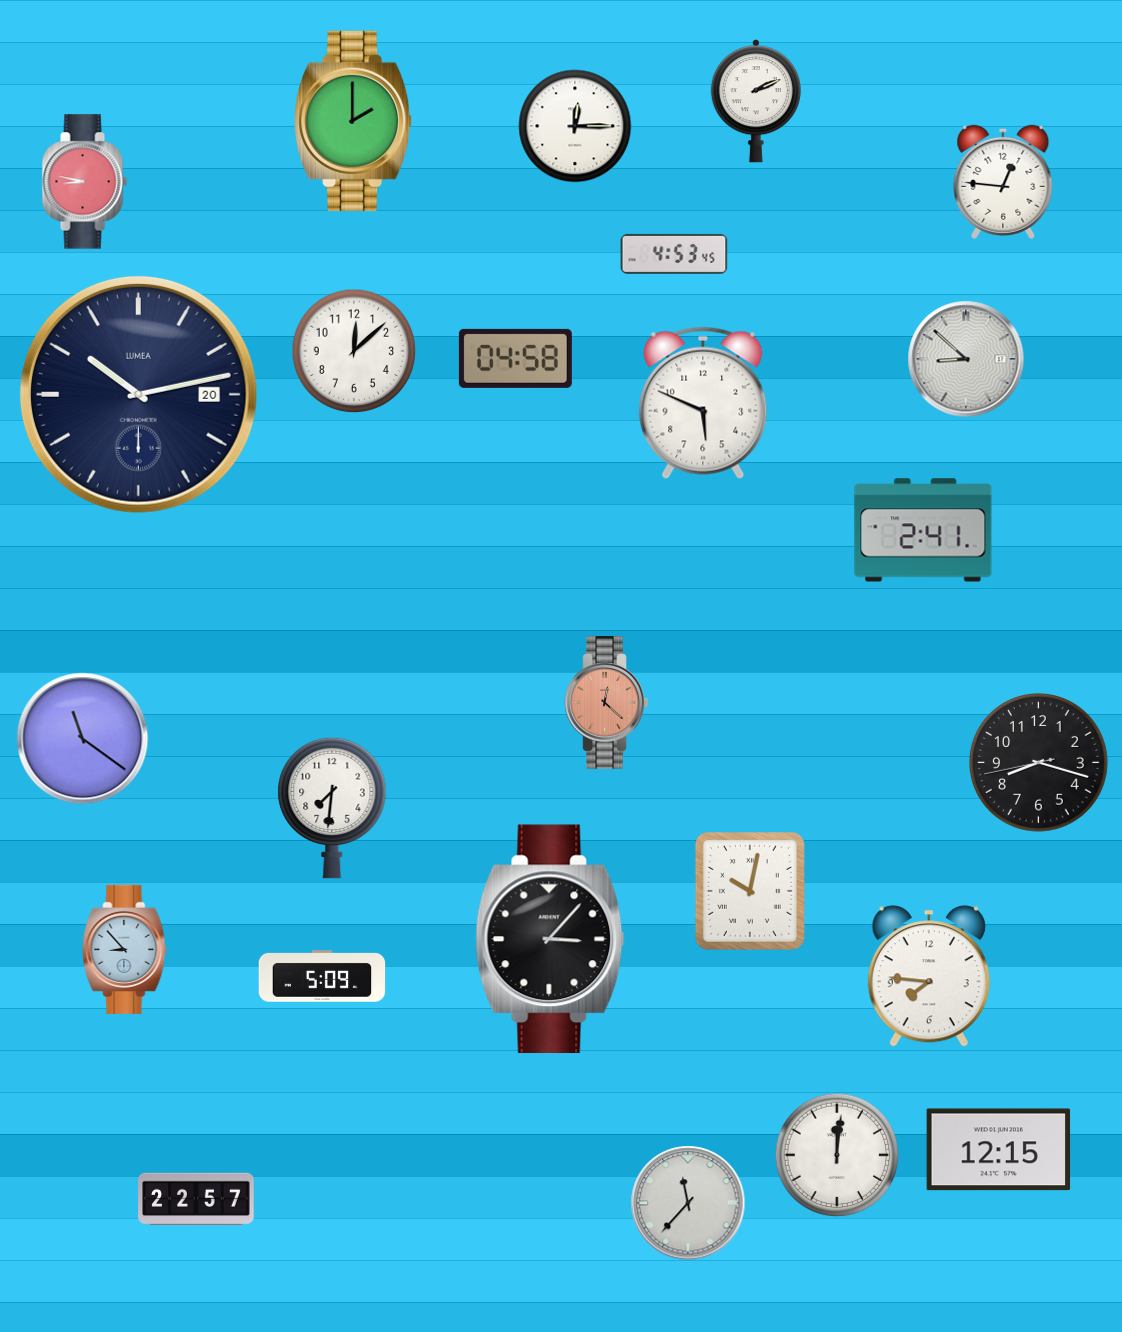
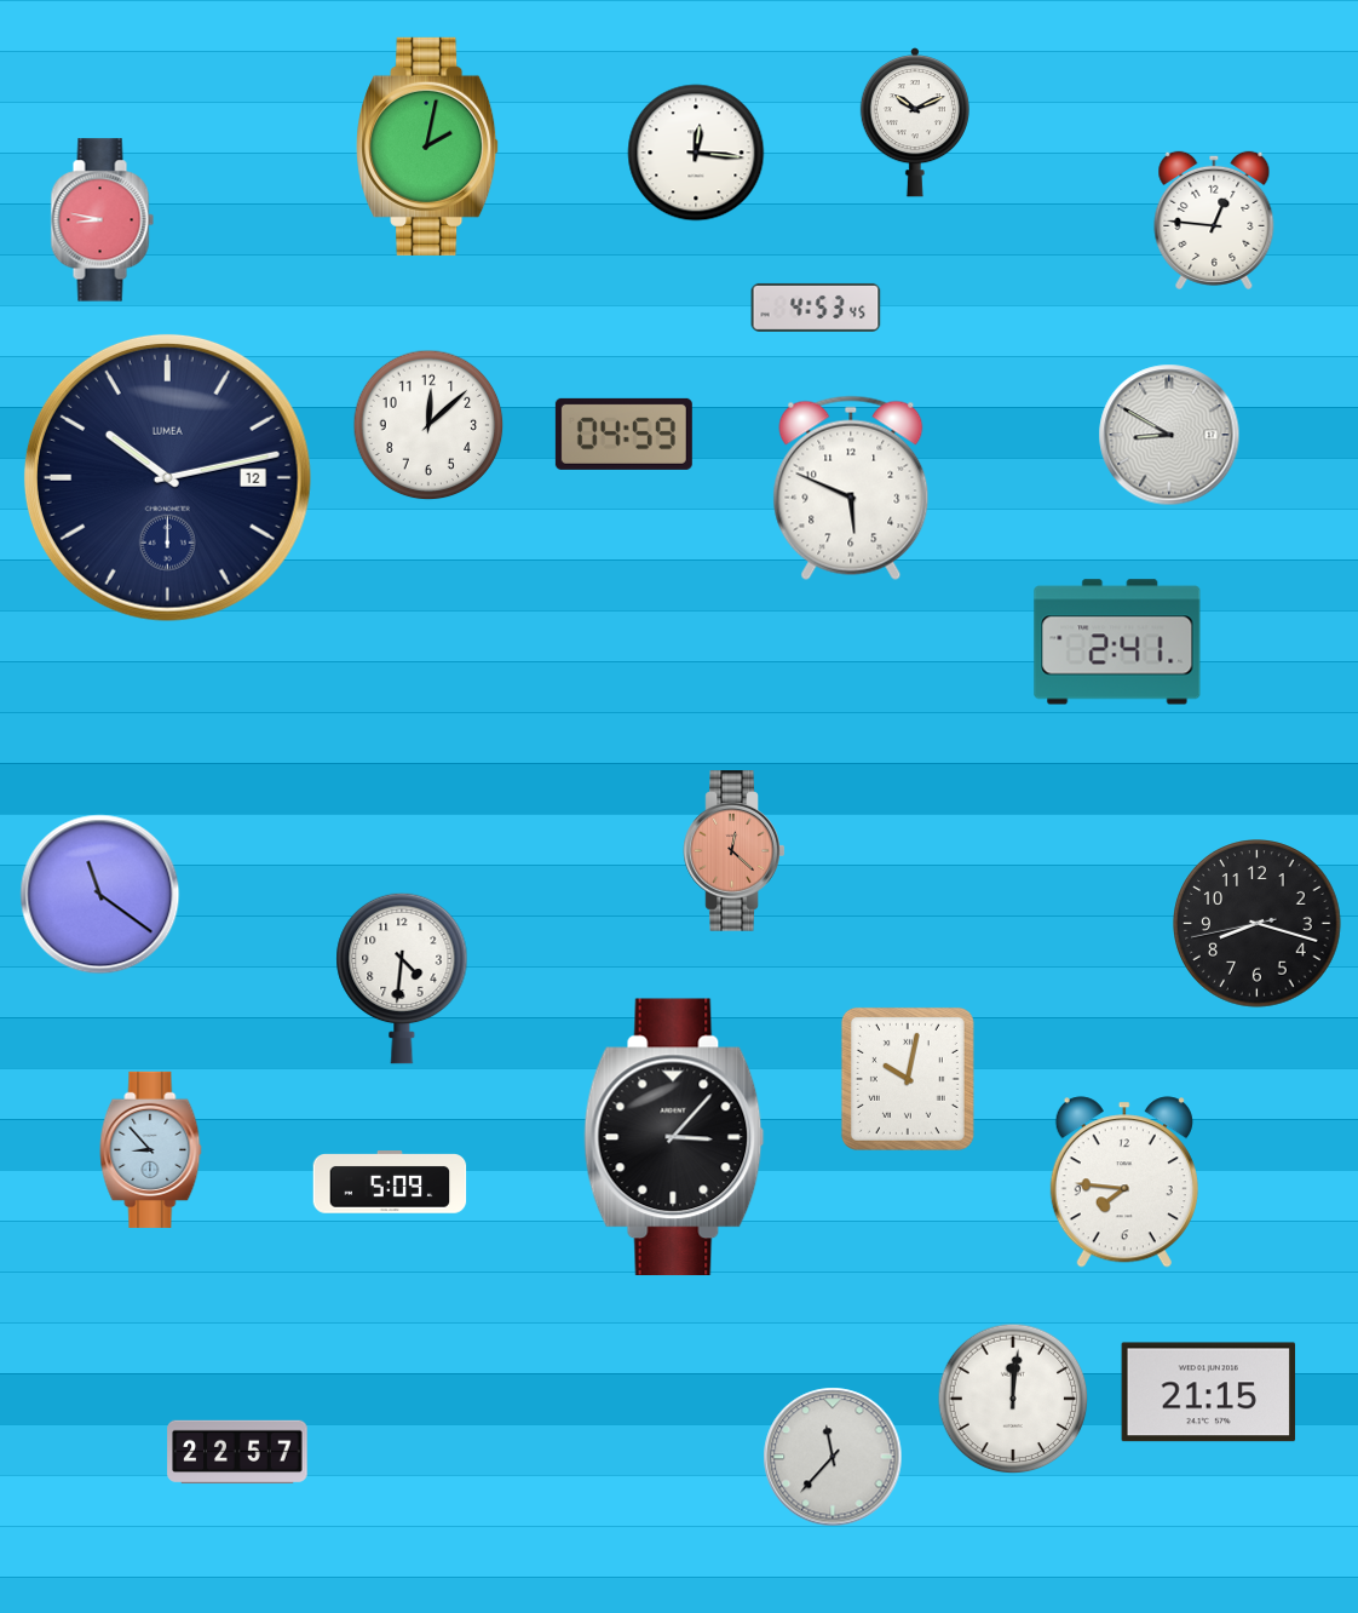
clock at (756, 101): 2:11 -> 10:11
clock at (354, 121): 2:00 -> 2:02
clock at (575, 126): 12:15 -> 12:16
clock at (515, 358): 04:58 -> 04:59
clock at (966, 359): 8:52 -> 8:50
clock at (138, 394) date: 20 -> 12
clock at (332, 808): 7:31 -> 4:31
clock at (550, 939) position: (550, 939) -> (674, 1137)
clock at (999, 1150): 12:15 -> 21:15
